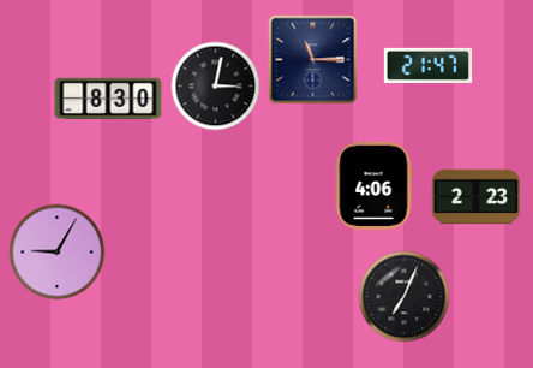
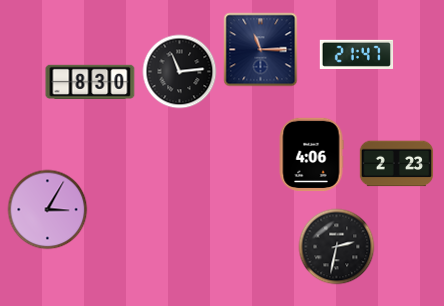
clock at (216, 87): 3:02 -> 11:14
clock at (58, 253): 9:05 -> 3:05
clock at (405, 297): 7:04 -> 2:32
